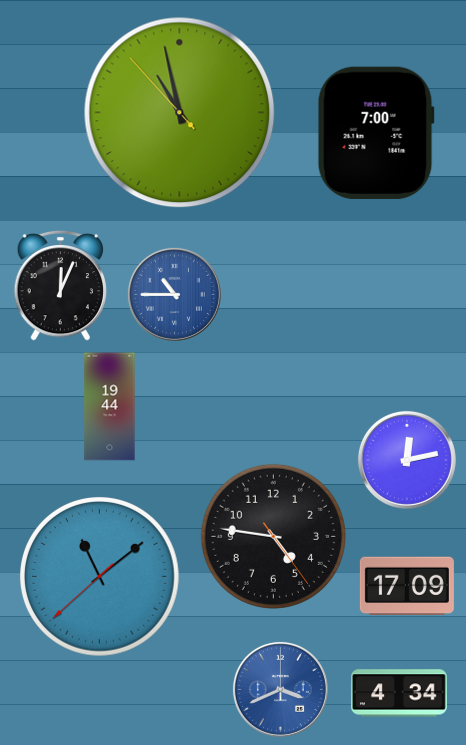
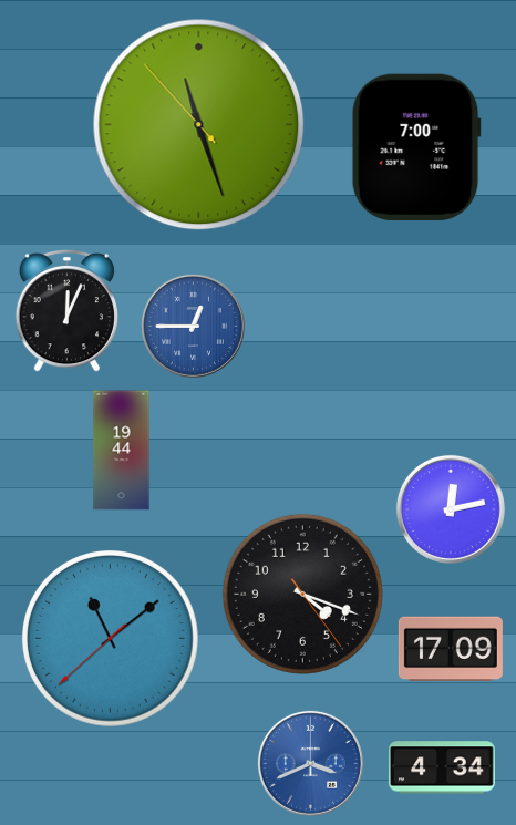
clock at (180, 113): 10:57 -> 11:26
clock at (61, 285) position: (61, 285) -> (68, 310)
clock at (174, 294): 10:45 -> 12:45
clock at (273, 536): 4:46 -> 4:18
